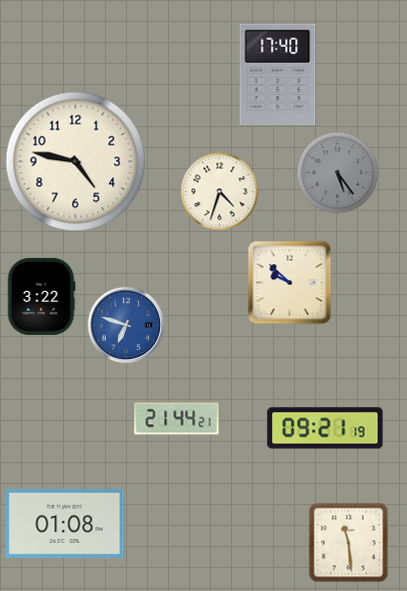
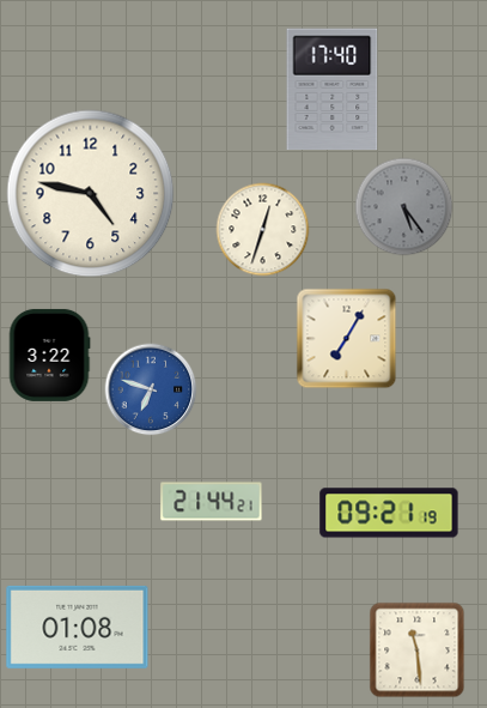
clock at (220, 192): 4:33 -> 12:33
clock at (290, 283): 9:52 -> 7:05
